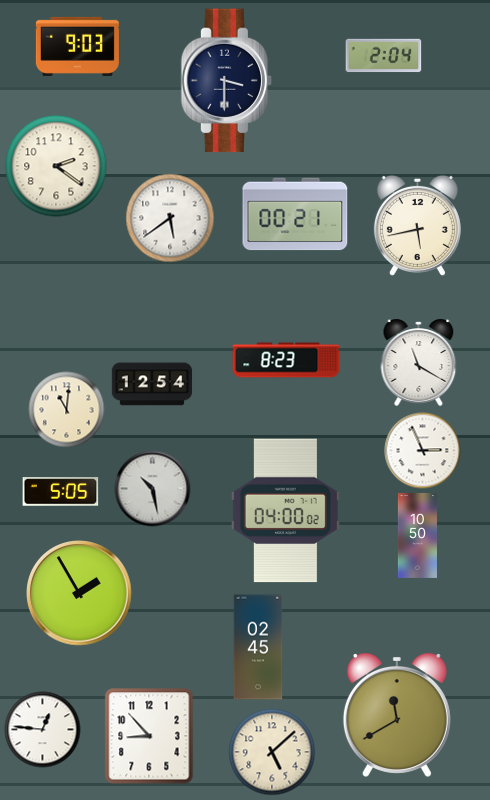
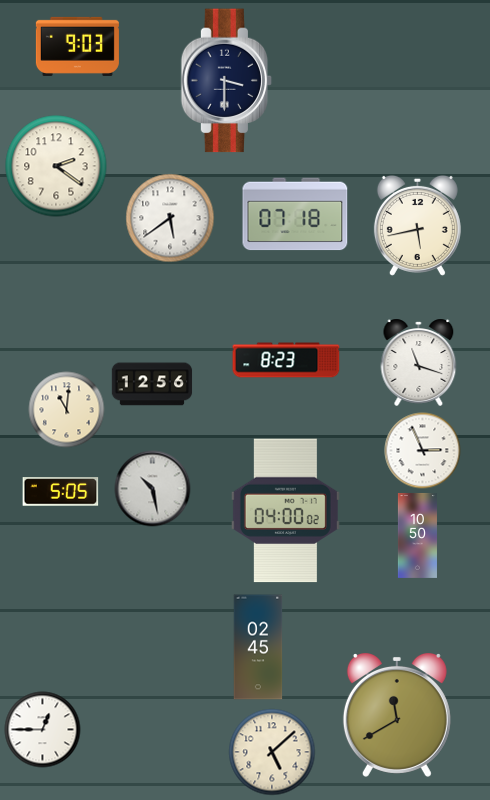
clock at (384, 56): 2:04 -> none
clock at (295, 214): 00:21 -> 07:18
clock at (419, 362): 11:20 -> 11:18
clock at (152, 384): 12:54 -> 12:56
clock at (79, 593): 1:55 -> none
clock at (43, 730): 12:46 -> 12:45
clock at (149, 736): 8:53 -> none
